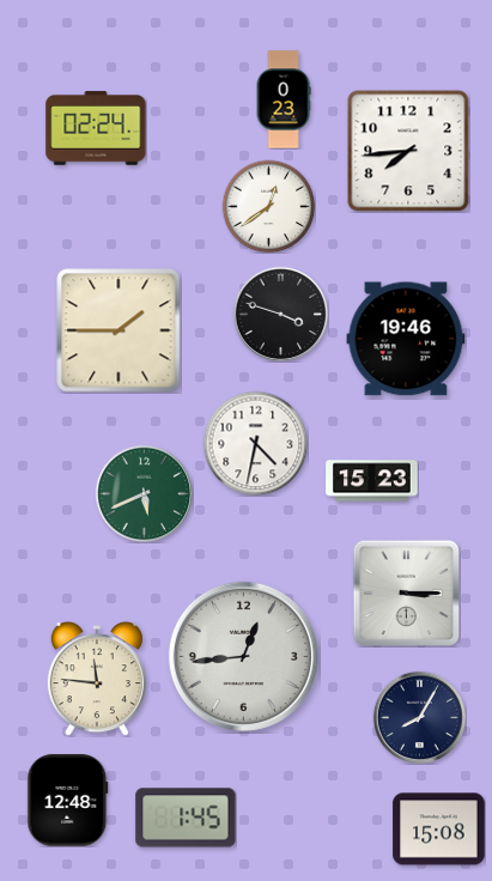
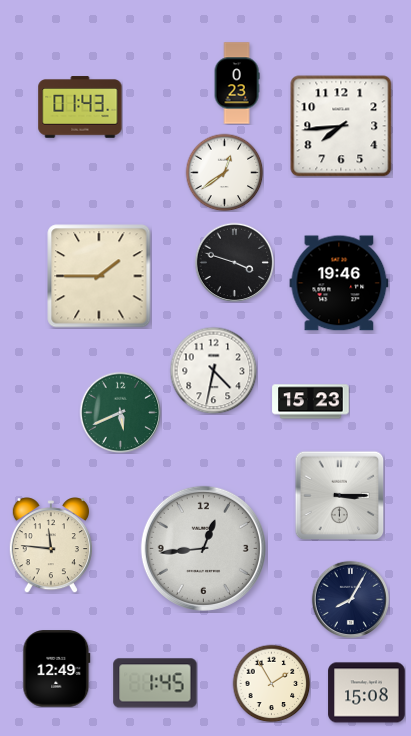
clock at (96, 128): 02:24 -> 01:43
clock at (97, 679) position: (97, 679) -> (51, 545)
clock at (68, 801): 12:48 -> 12:49
clock at (271, 683): none -> 1:55
